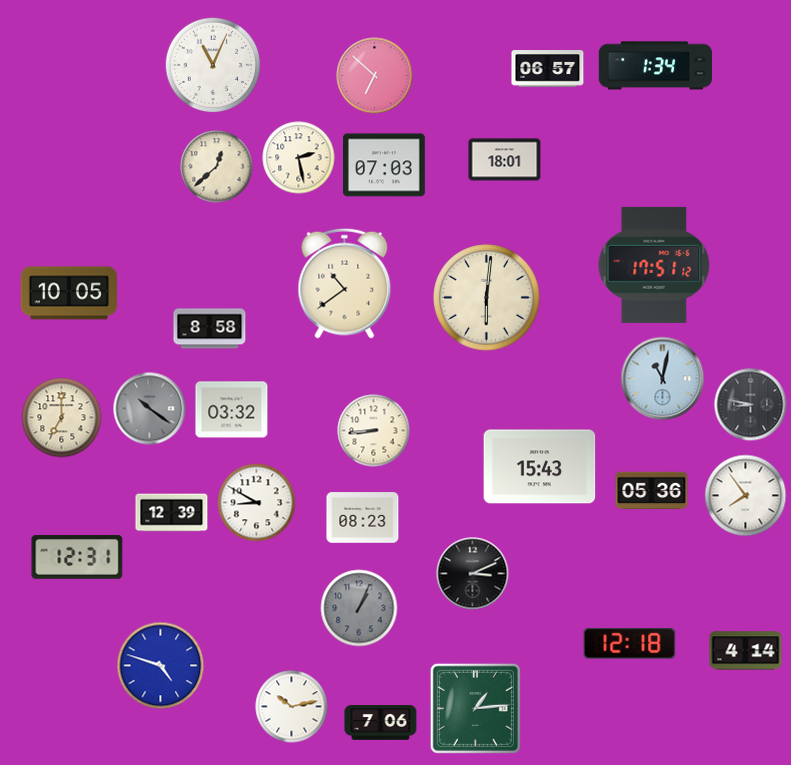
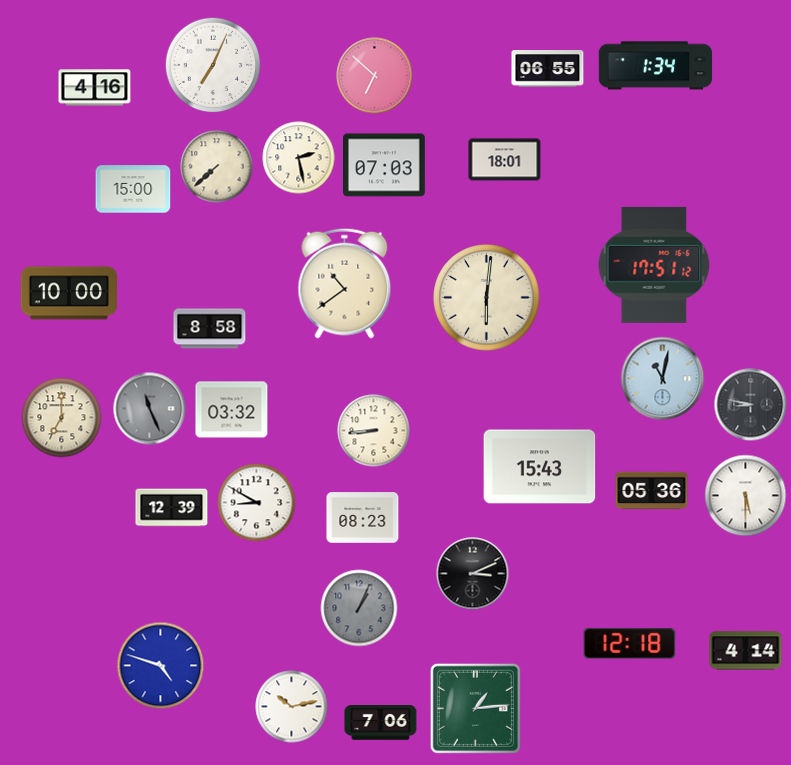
clock at (213, 65): 11:04 -> 7:04
clock at (548, 69): 06:57 -> 06:55
clock at (95, 88): none -> 4:16
clock at (217, 167): 12:38 -> 7:38
clock at (133, 189): none -> 15:00
clock at (68, 293): 10:05 -> 10:00
clock at (150, 409): 10:21 -> 11:26
clock at (746, 496): 7:54 -> 5:30
clock at (172, 513) position: (172, 513) -> (172, 508)
clock at (77, 557): 12:31 -> none
